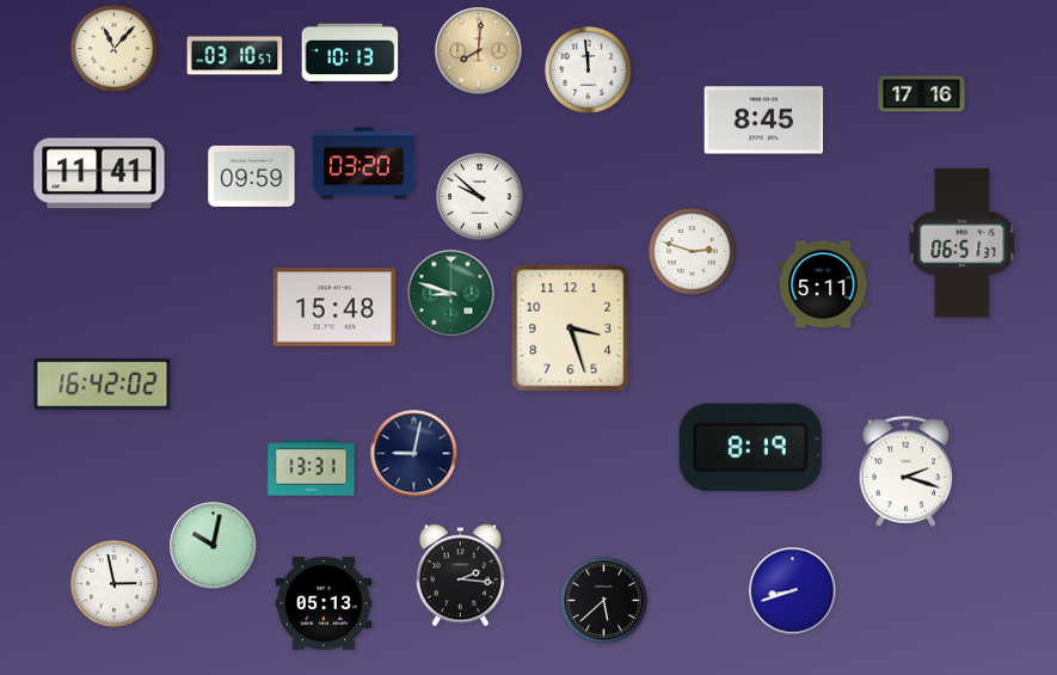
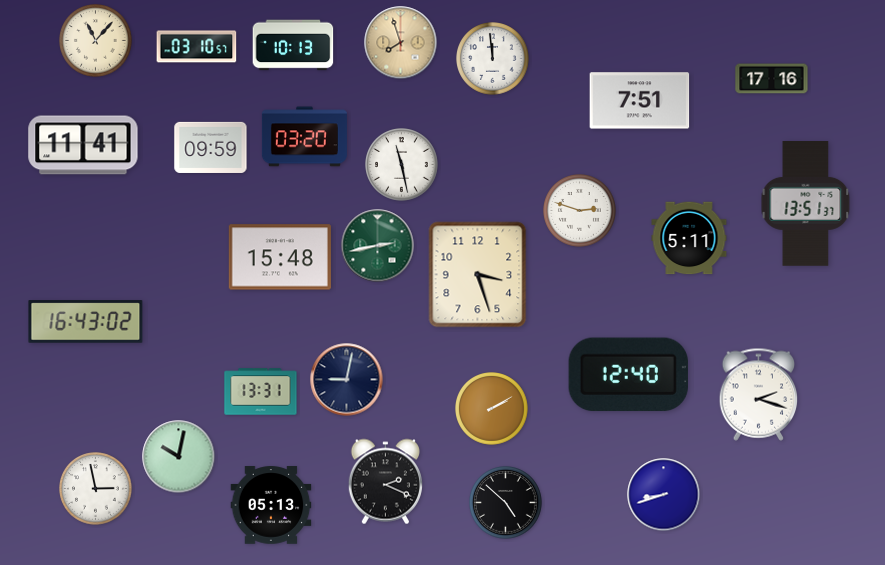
clock at (479, 51): 8:01 -> 7:57
clock at (764, 121): 8:45 -> 7:51
clock at (480, 197): 9:52 -> 11:28
clock at (963, 244): 06:51 -> 13:51
clock at (451, 294): 8:48 -> 2:43
clock at (103, 385): 16:42 -> 16:43
clock at (750, 448): 8:19 -> 12:40
clock at (492, 409): none -> 2:10
clock at (460, 576): 2:16 -> 2:19
clock at (604, 601): 5:38 -> 4:52
